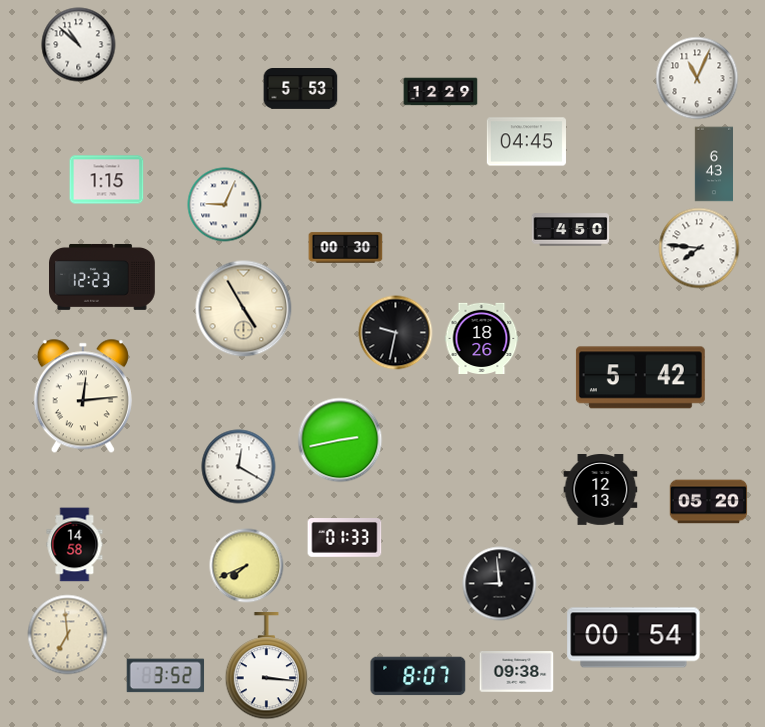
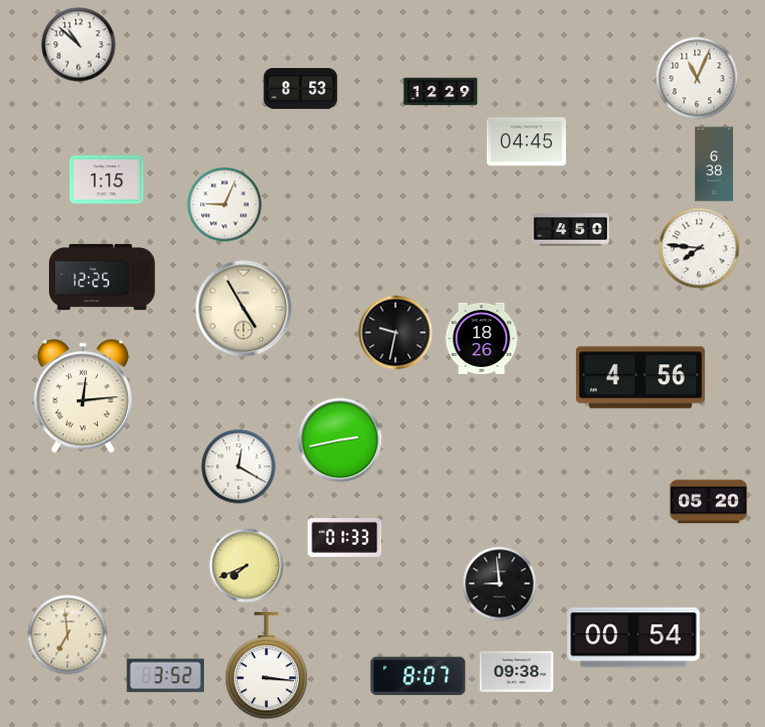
clock at (301, 89): 5:53 -> 8:53
clock at (714, 164): 6:43 -> 6:38
clock at (346, 248): 00:30 -> none
clock at (103, 277): 12:23 -> 12:25
clock at (640, 378): 5:42 -> 4:56
clock at (601, 490): 12:13 -> none
clock at (75, 545): 14:58 -> none
